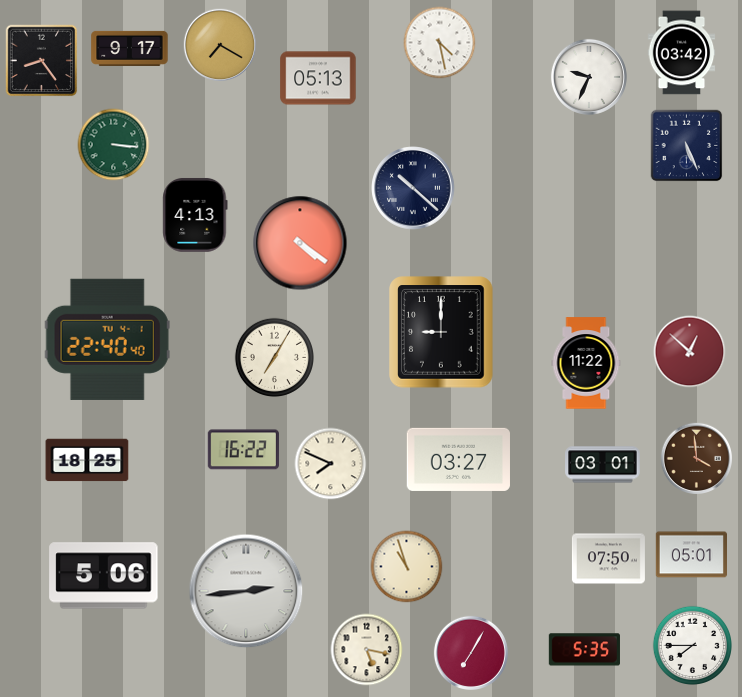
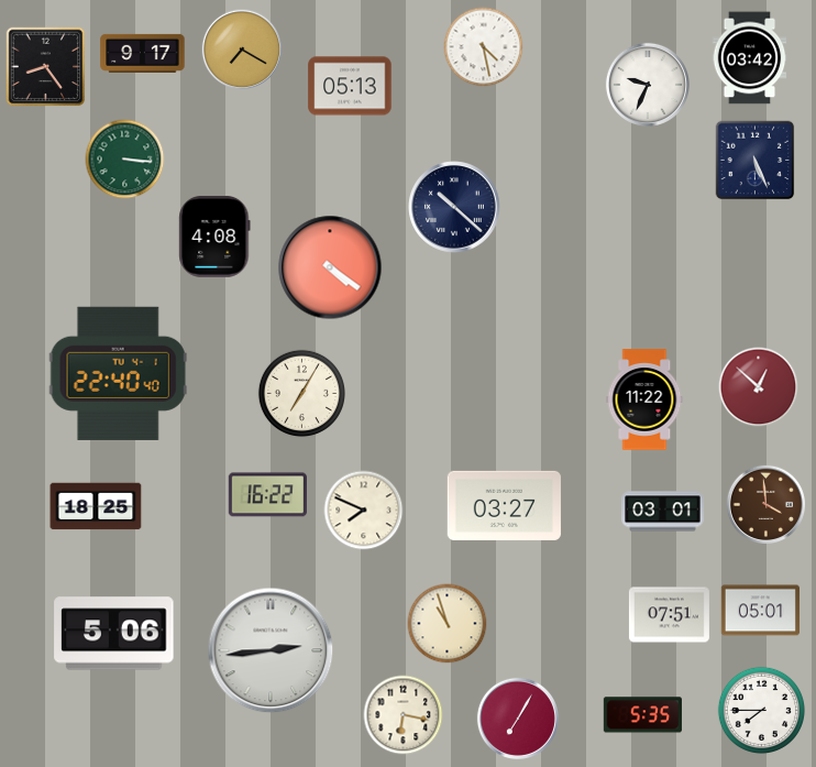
clock at (195, 215): 4:13 -> 4:08
clock at (441, 332): 9:00 -> none
clock at (608, 559): 07:50 -> 07:51
clock at (367, 650): 5:17 -> 6:17
